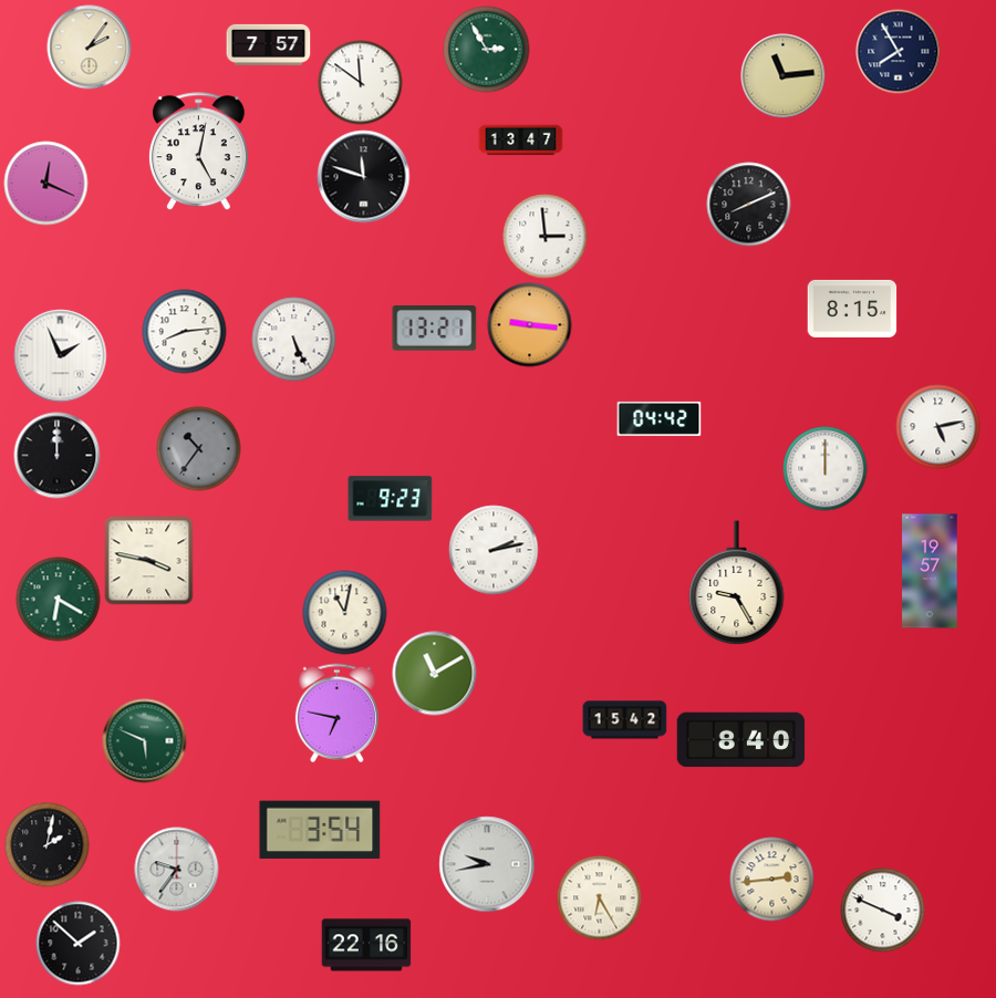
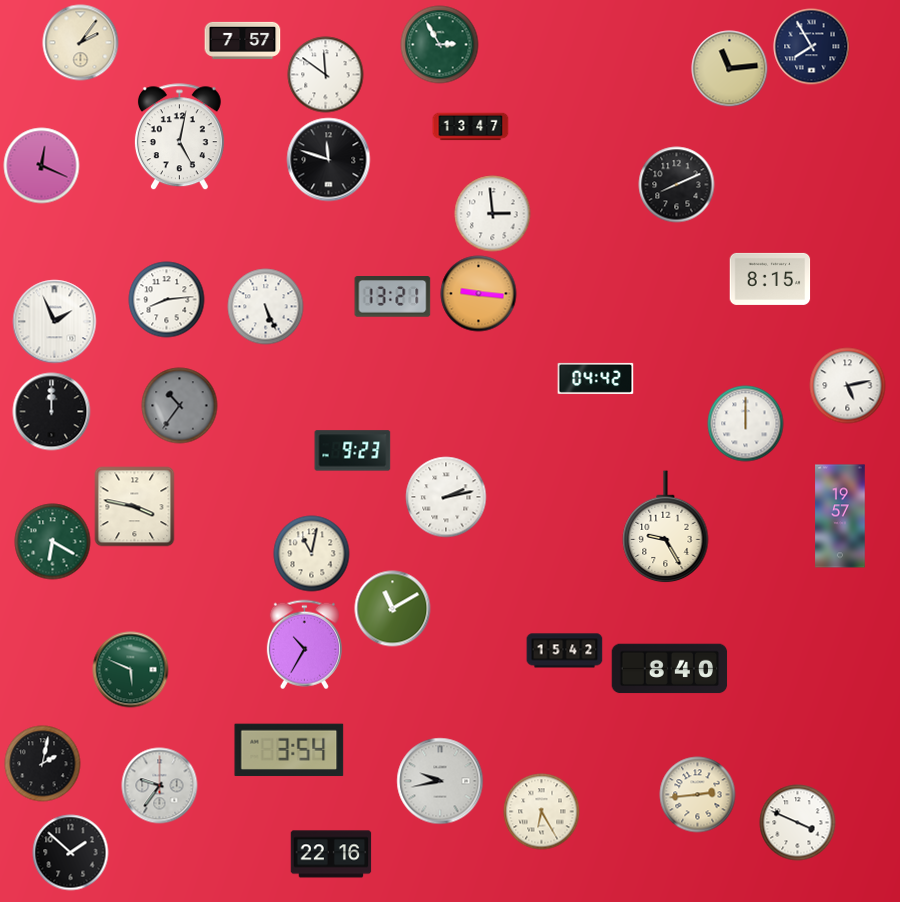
clock at (784, 76) position: (784, 76) -> (730, 69)
clock at (336, 714): 6:47 -> 10:35
